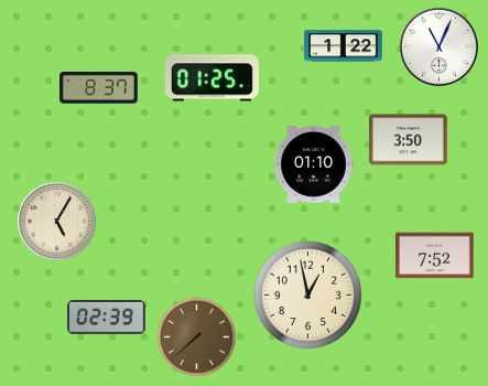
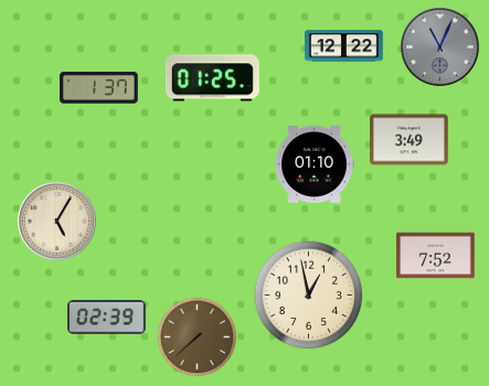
clock at (344, 46): 1:22 -> 12:22
clock at (440, 47) dial: white -> grey
clock at (99, 88): 8:37 -> 1:37
clock at (409, 140): 3:50 -> 3:49
